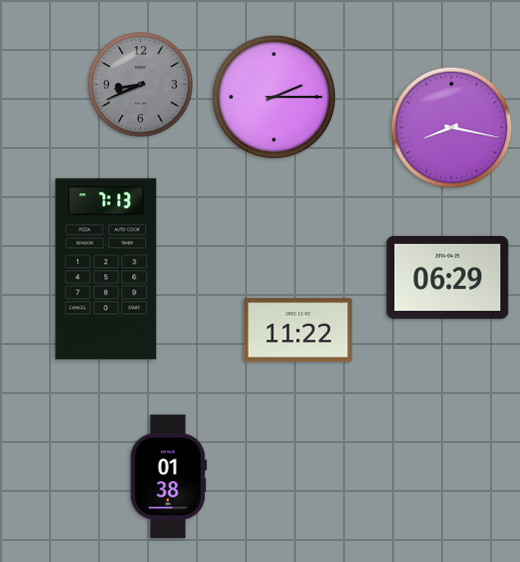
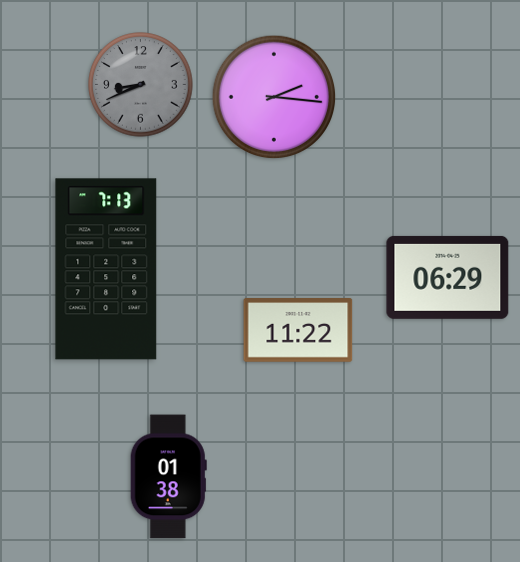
clock at (274, 97): 2:15 -> 2:16
clock at (452, 128): 8:17 -> none
